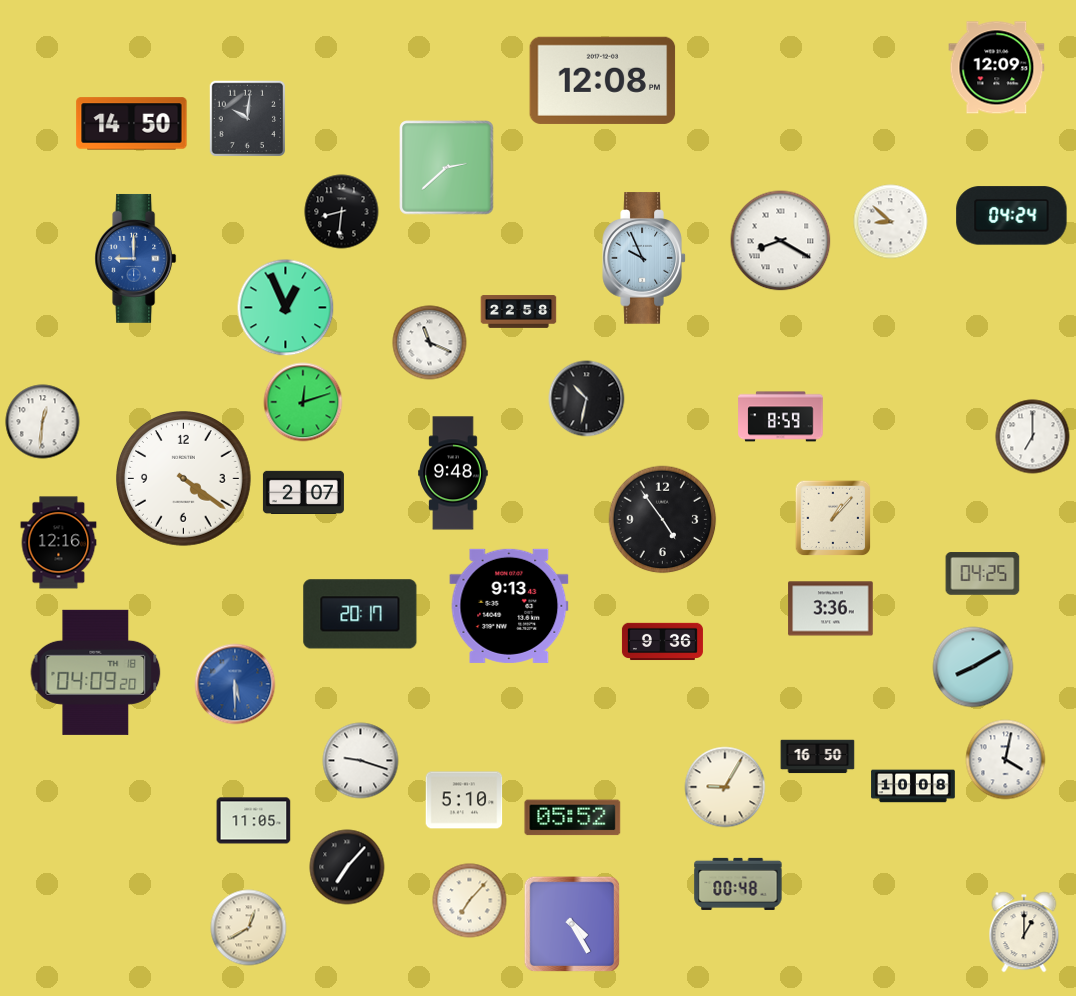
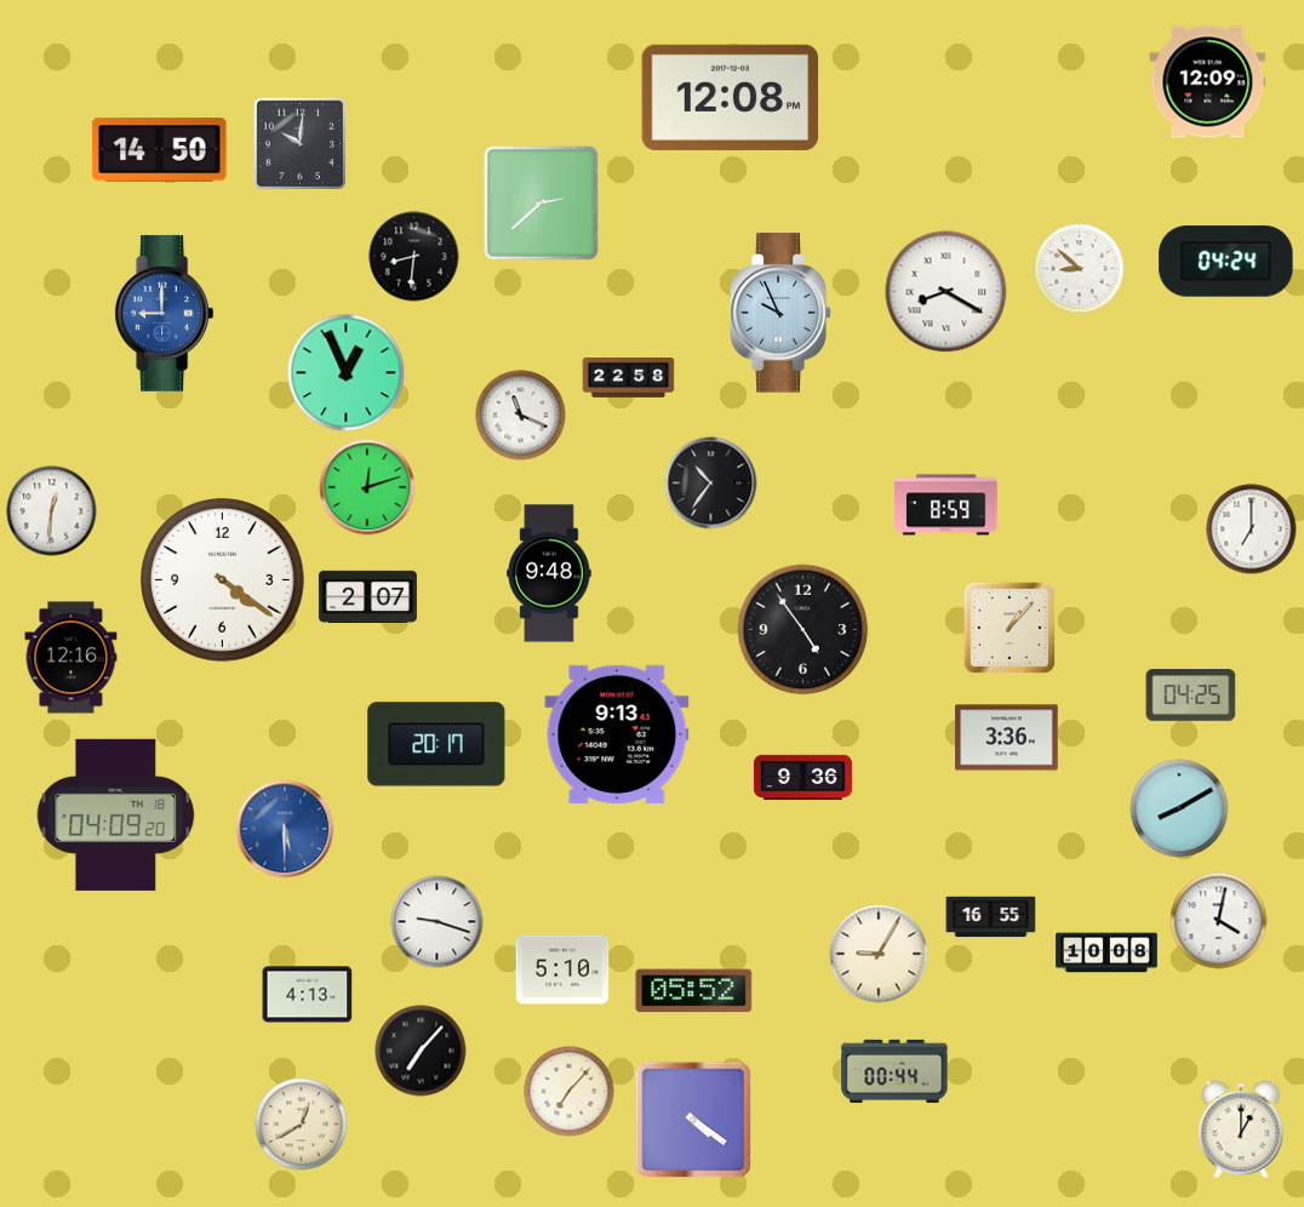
clock at (587, 399): 10:32 -> 10:36
clock at (818, 757): 16:50 -> 16:55
clock at (254, 821): 11:05 -> 4:13
clock at (738, 884): 00:48 -> 00:44
clock at (572, 924): 4:25 -> 4:21
